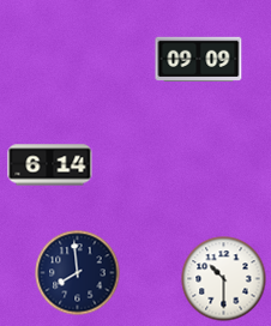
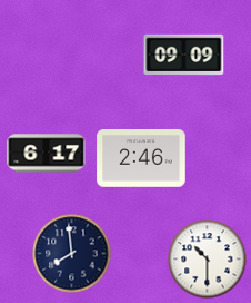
clock at (50, 165): 6:14 -> 6:17
clock at (141, 158): none -> 2:46
